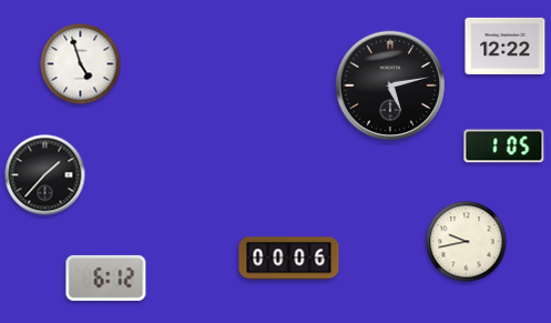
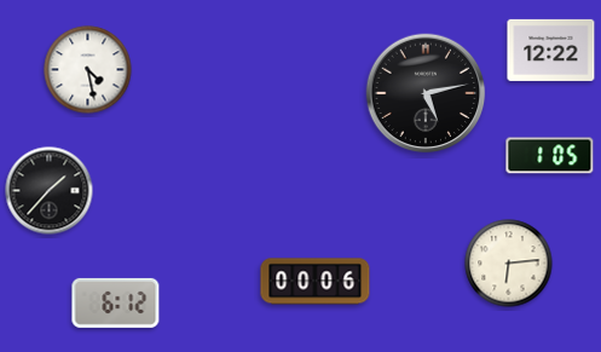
clock at (81, 64): 4:57 -> 4:28
clock at (504, 147) position: (504, 147) -> (550, 156)
clock at (467, 242): 9:43 -> 6:14
